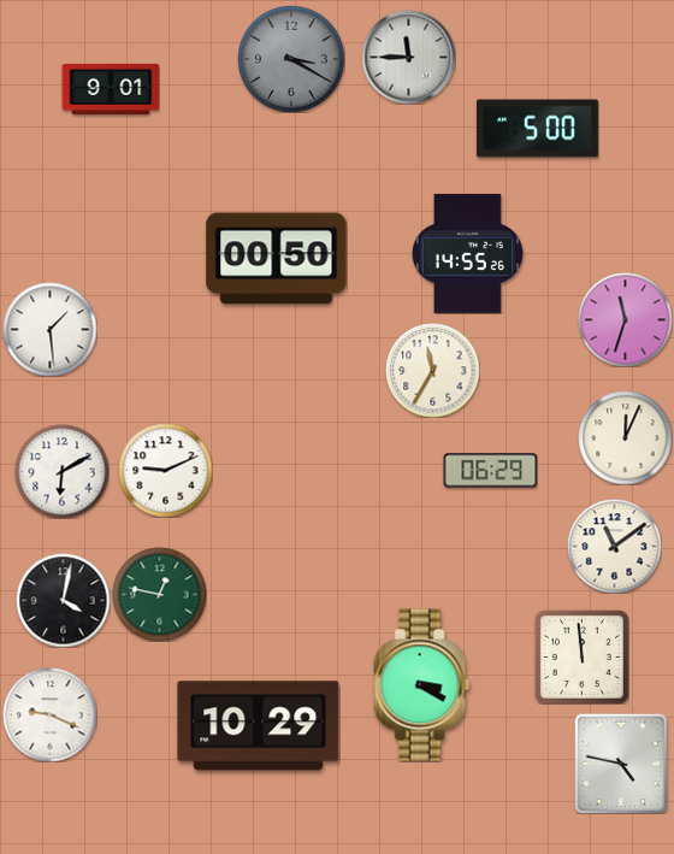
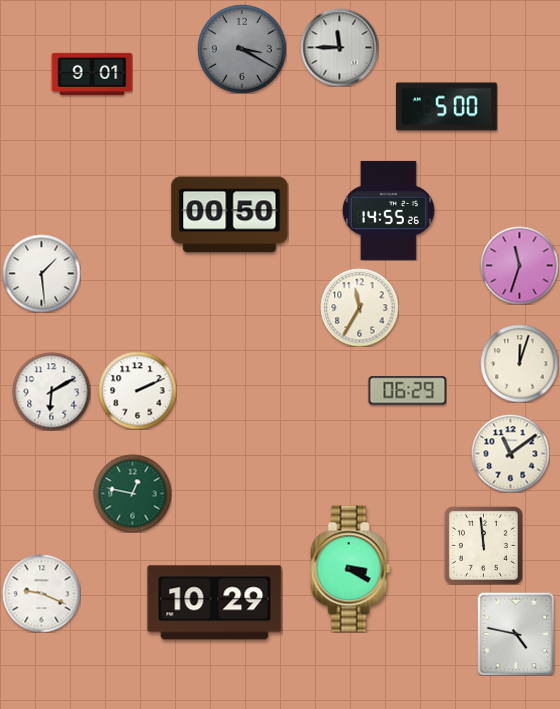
clock at (625, 437): 12:04 -> 12:03
clock at (165, 470): 9:11 -> 2:11
clock at (63, 600): 4:02 -> none
